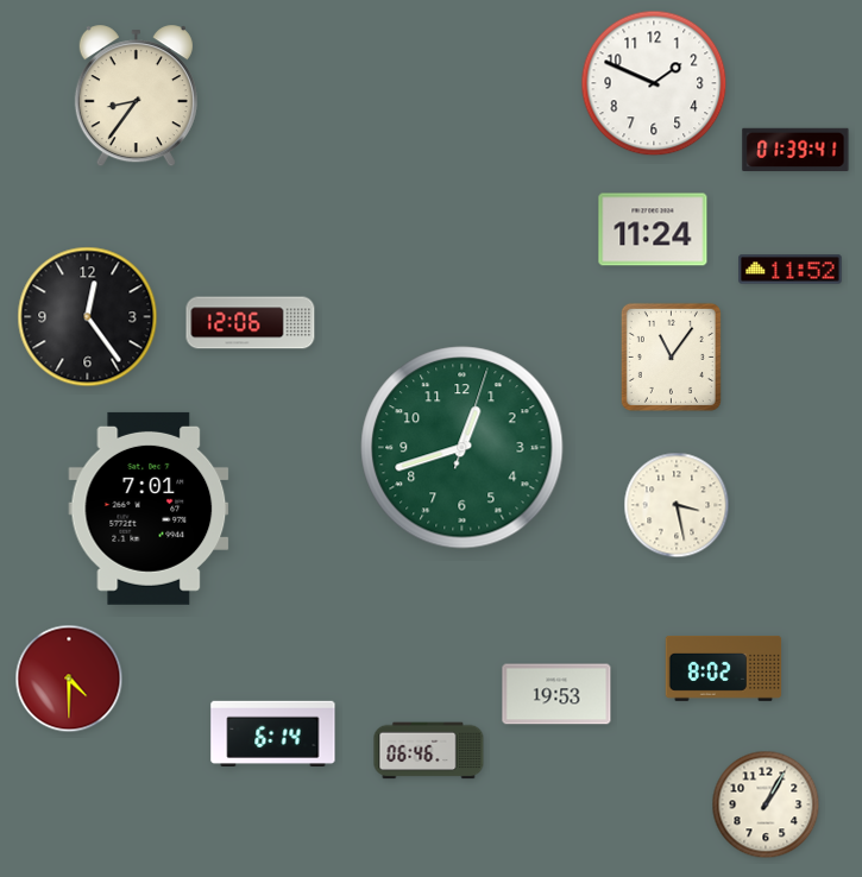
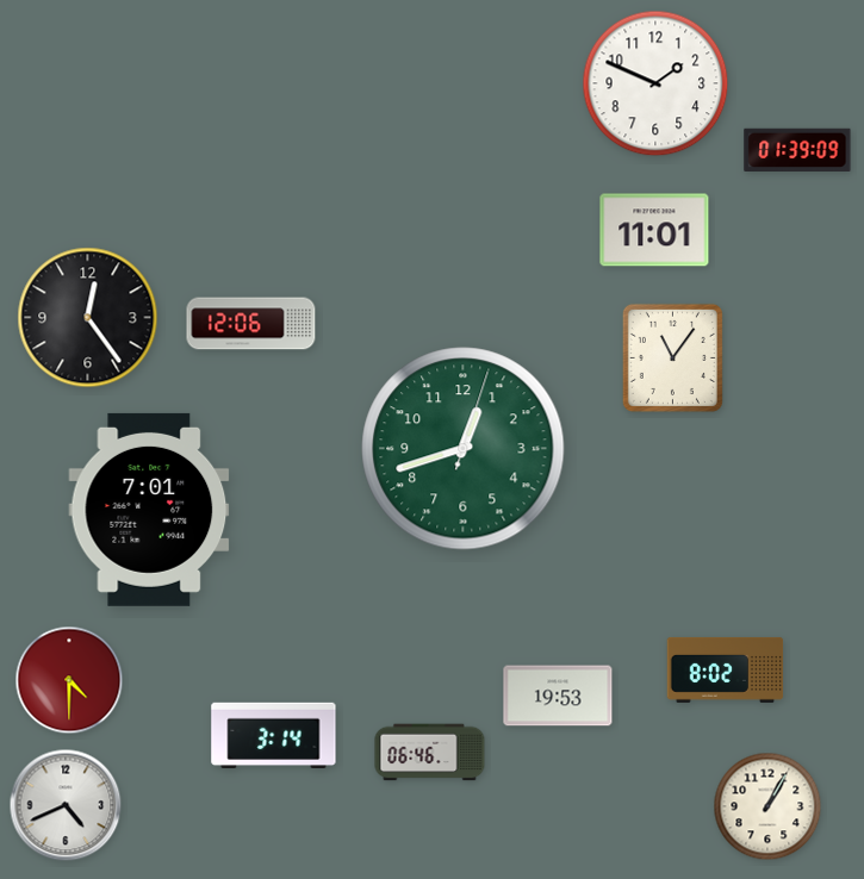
clock at (136, 96): 8:36 -> none
clock at (795, 149): 01:39:41 -> 01:39:09
clock at (653, 229): 11:24 -> 11:01
clock at (791, 270): 11:52 -> none
clock at (677, 505): 3:28 -> none
clock at (273, 733): 6:14 -> 3:14
clock at (66, 805): none -> 4:41
